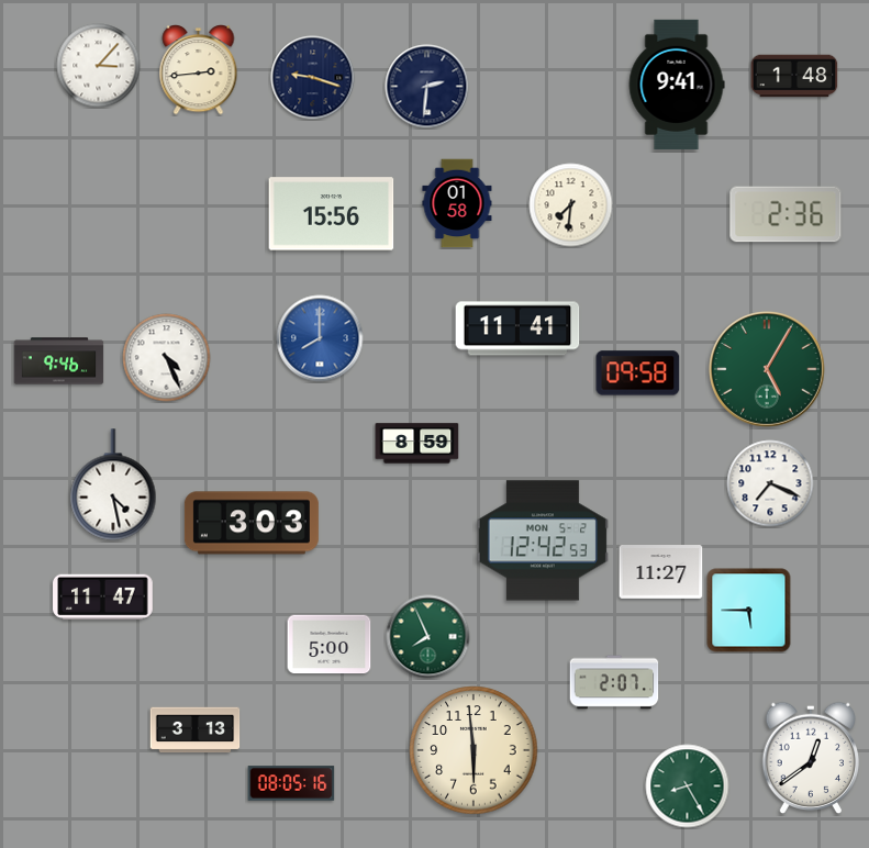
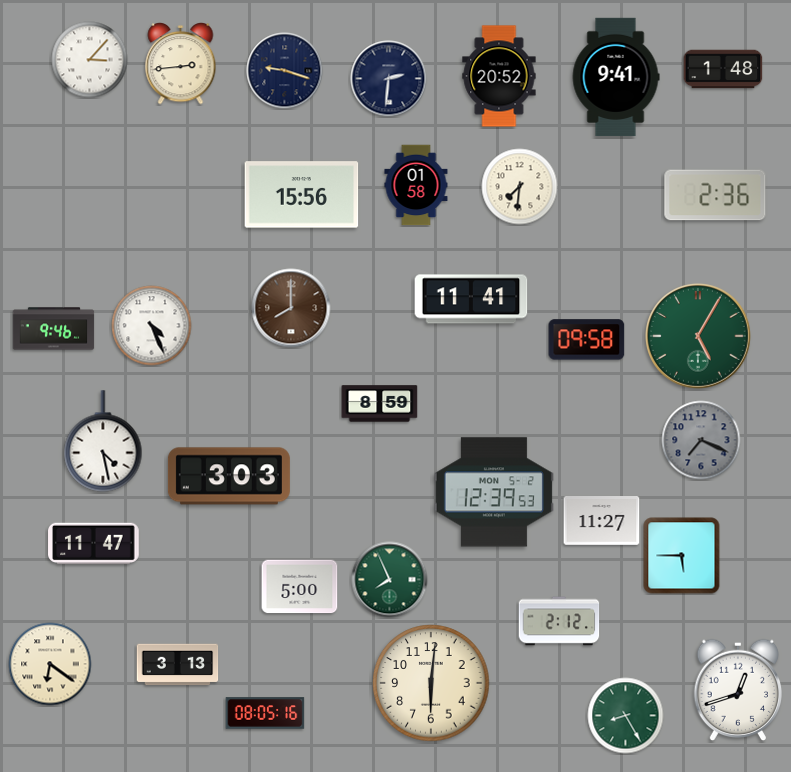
clock at (499, 76): none -> 20:52
clock at (320, 338) dial: blue -> brown
clock at (638, 373) position: (638, 373) -> (587, 340)
clock at (770, 483) dial: white -> grey
clock at (543, 540): 12:42 -> 12:39
clock at (614, 682): 2:07 -> 2:12
clock at (50, 664): none -> 6:21
clock at (474, 750): 5:59 -> 6:01
clock at (811, 758): 12:39 -> 12:42
